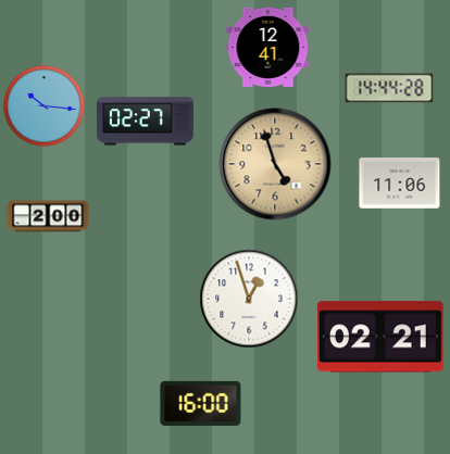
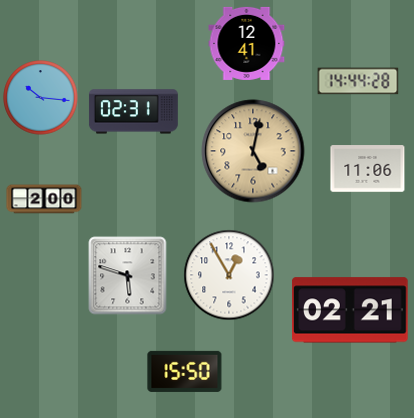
clock at (145, 122): 02:27 -> 02:31
clock at (275, 164): 4:57 -> 5:02
clock at (249, 299): 12:57 -> 12:55
clock at (128, 276): none -> 5:48
clock at (201, 403): 16:00 -> 15:50
